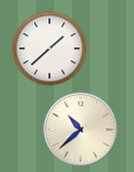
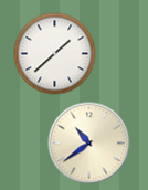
clock at (81, 130): 10:38 -> 10:39
